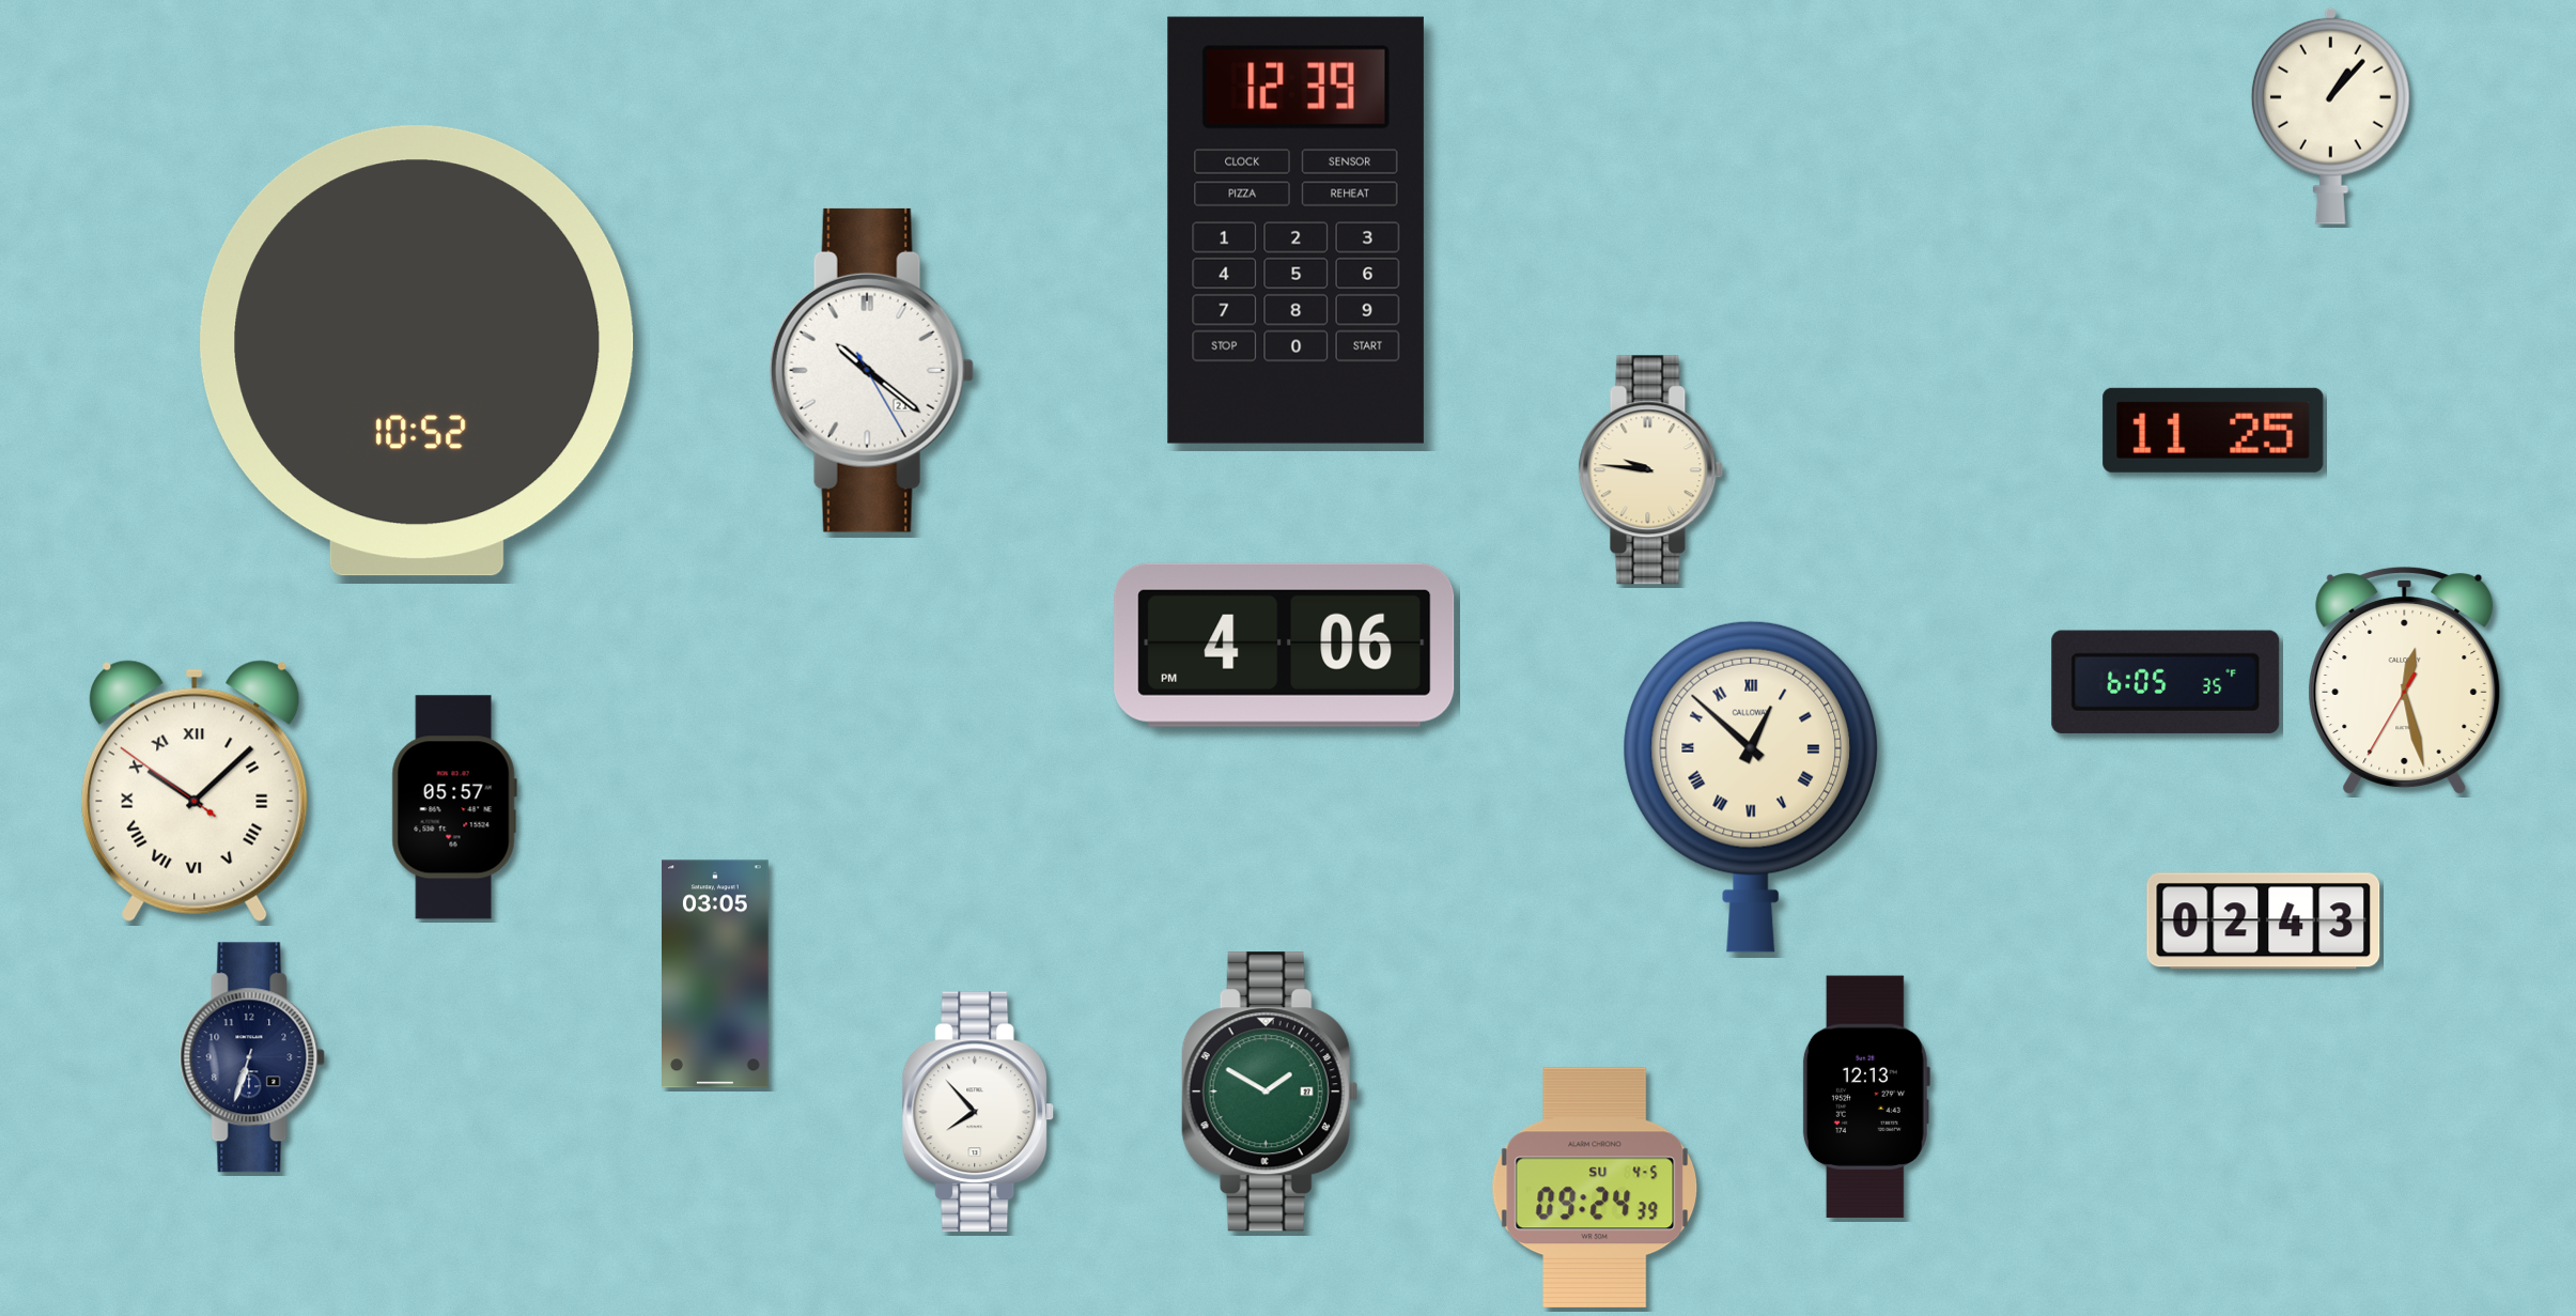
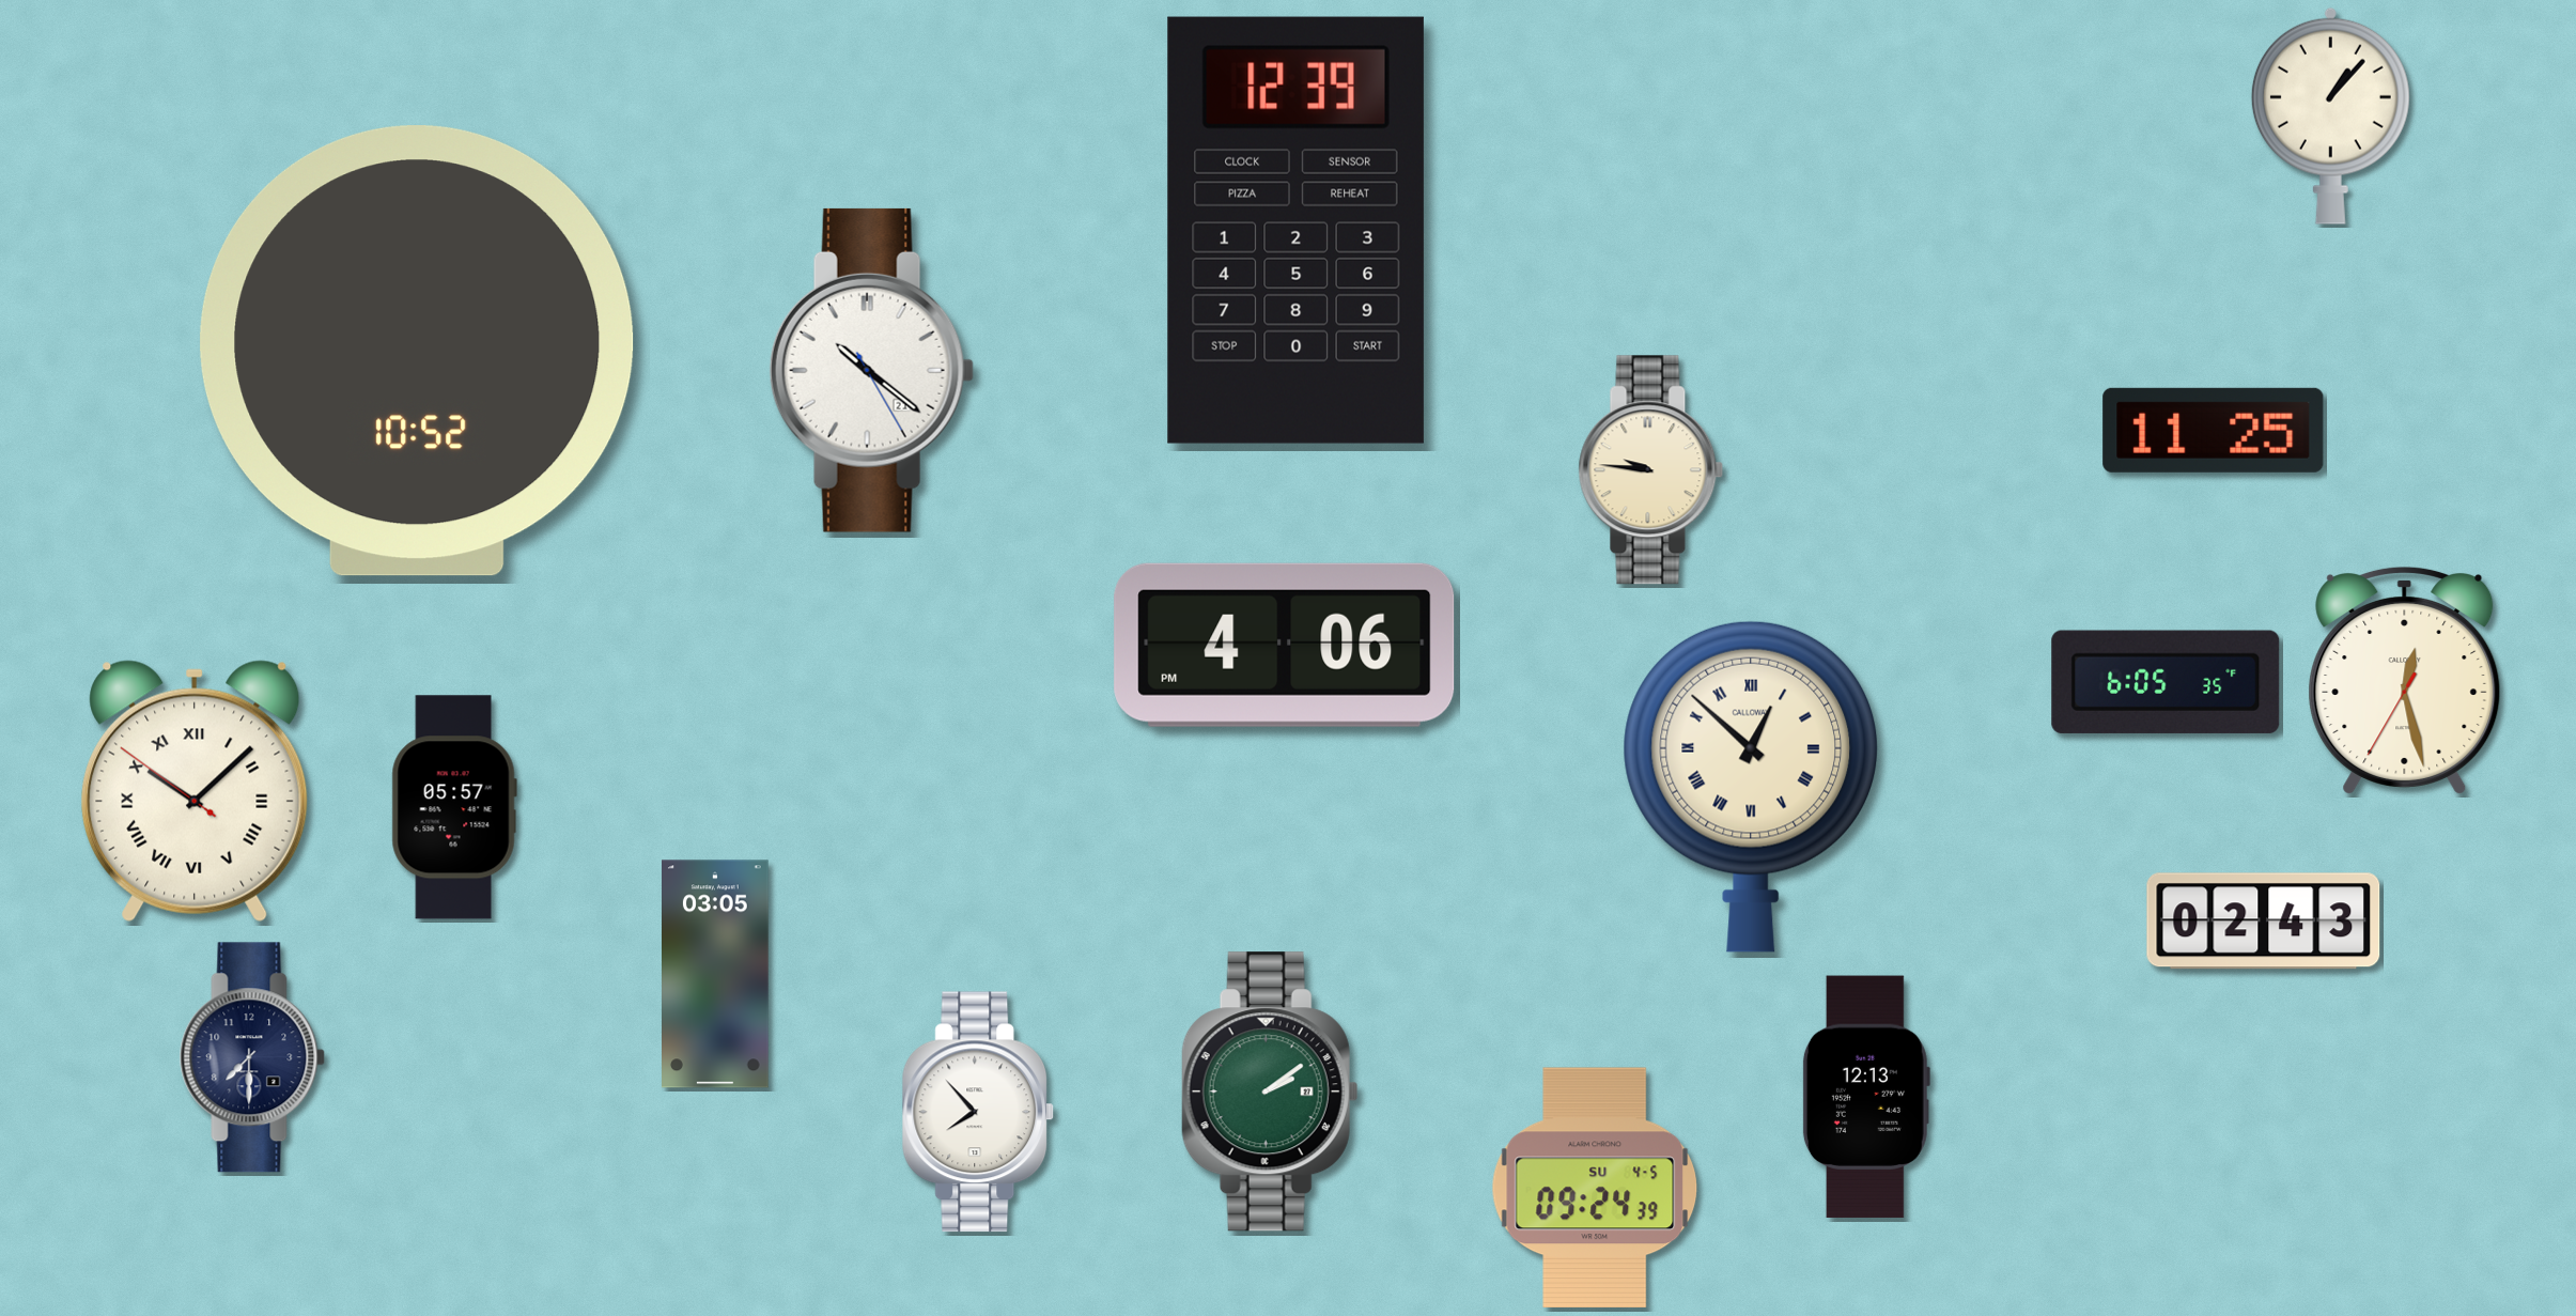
clock at (252, 1057): 6:33 -> 7:30
clock at (1270, 1091): 1:50 -> 2:09
